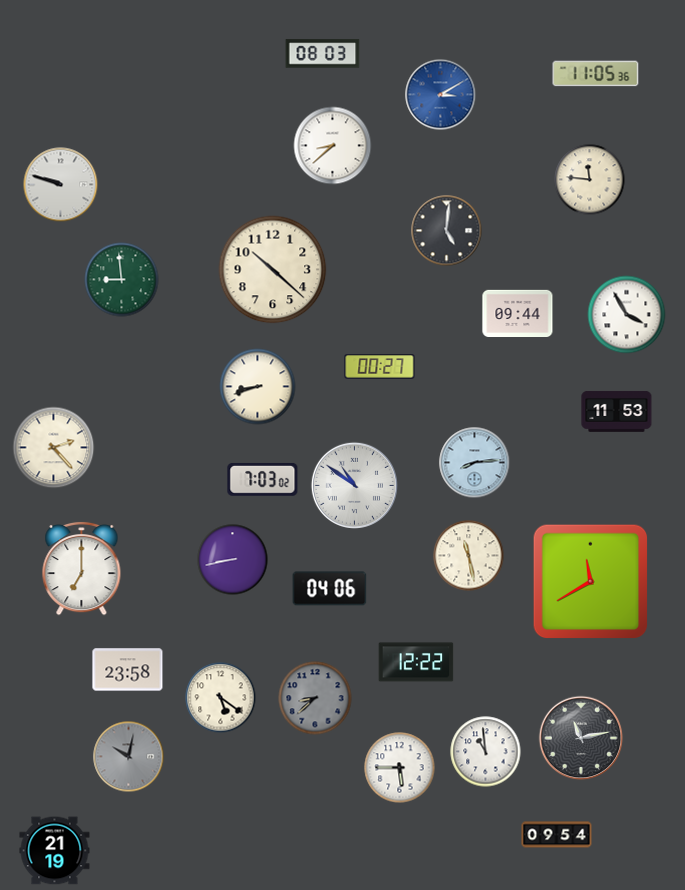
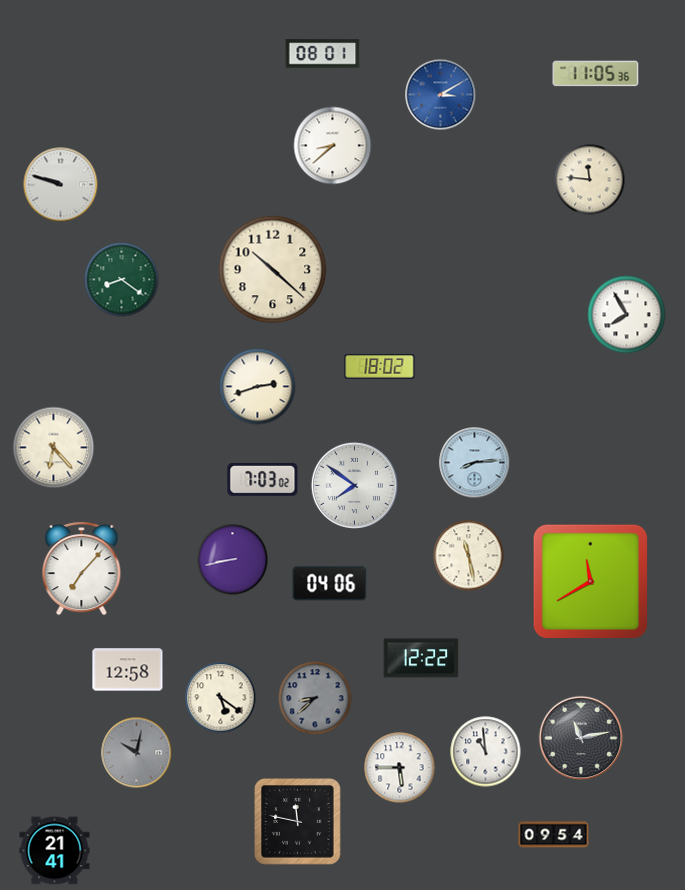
clock at (323, 54): 08:03 -> 08:01
clock at (447, 231): 5:01 -> none
clock at (122, 280): 8:59 -> 8:21
clock at (518, 313): 09:44 -> none
clock at (627, 315): 3:55 -> 7:55
clock at (380, 367): 00:27 -> 18:02
clock at (258, 387): 8:42 -> 2:42
clock at (617, 411): 11:53 -> none
clock at (54, 448): 2:23 -> 6:23
clock at (354, 485): 10:51 -> 7:51
clock at (82, 568): 7:00 -> 7:07
clock at (330, 589) position: (330, 589) -> (330, 584)
clock at (416, 662) position: (416, 662) -> (421, 658)
clock at (128, 670): 23:58 -> 12:58
clock at (129, 757) position: (129, 757) -> (137, 753)
clock at (298, 822): none -> 11:47
clock at (557, 835) position: (557, 835) -> (554, 835)
clock at (55, 851): 21:19 -> 21:41
